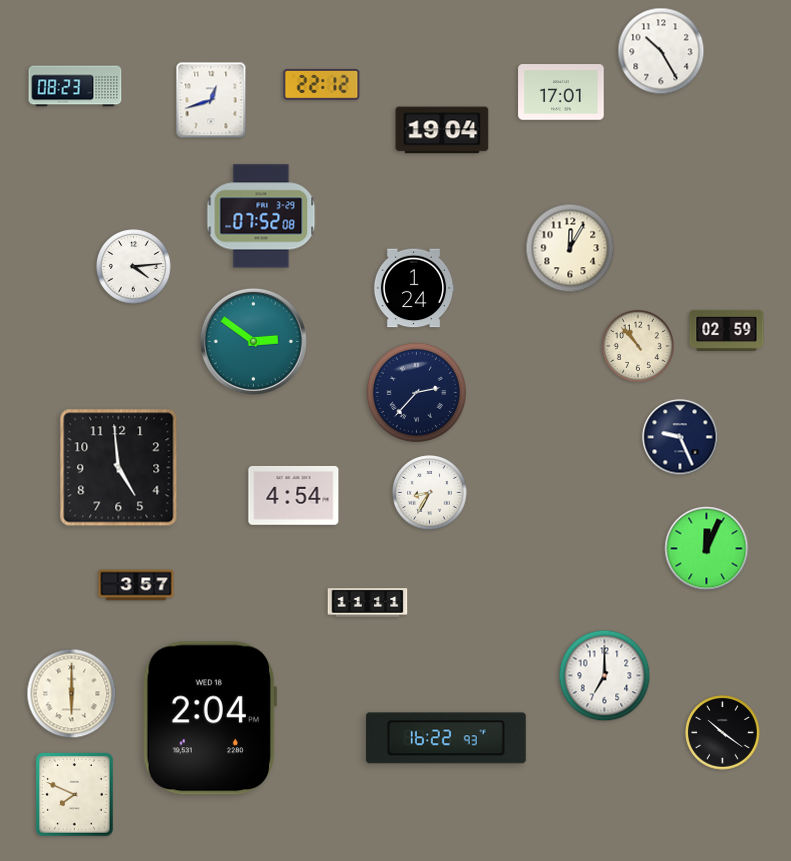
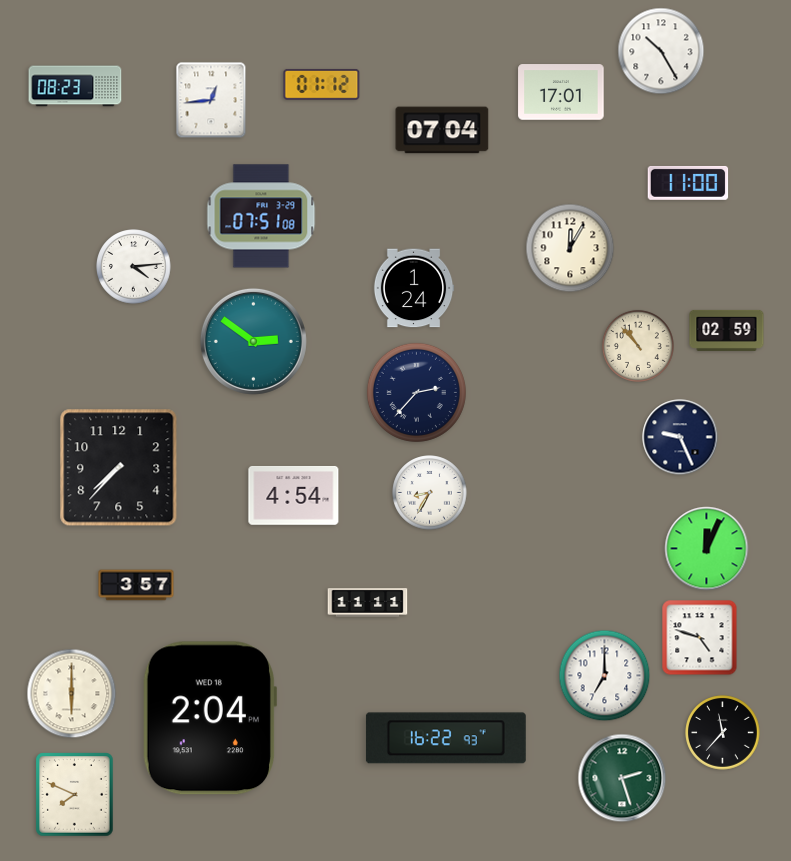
clock at (322, 84): 22:12 -> 01:12
clock at (211, 100): 12:42 -> 12:44
clock at (442, 130): 19:04 -> 07:04
clock at (688, 183): none -> 11:00
clock at (261, 216): 07:52 -> 07:51
clock at (119, 468): 4:59 -> 7:37
clock at (700, 638): none -> 4:48
clock at (723, 733): 10:21 -> 11:37
clock at (622, 778): none -> 2:27
